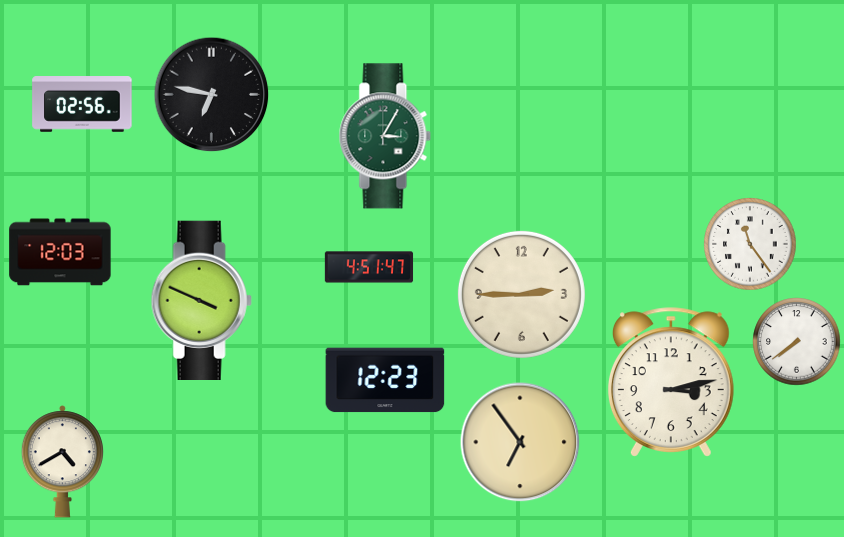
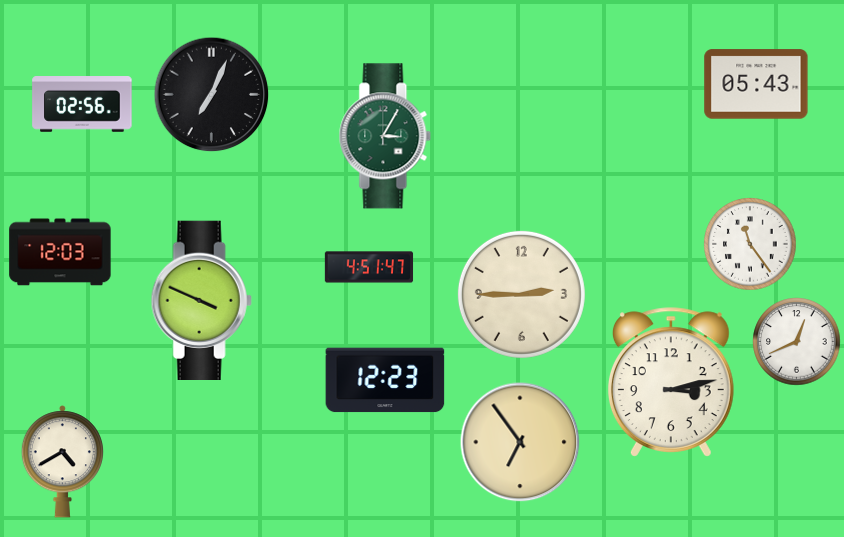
clock at (756, 84): none -> 05:43
clock at (212, 95): 6:47 -> 7:04
clock at (797, 342): 7:39 -> 12:41
